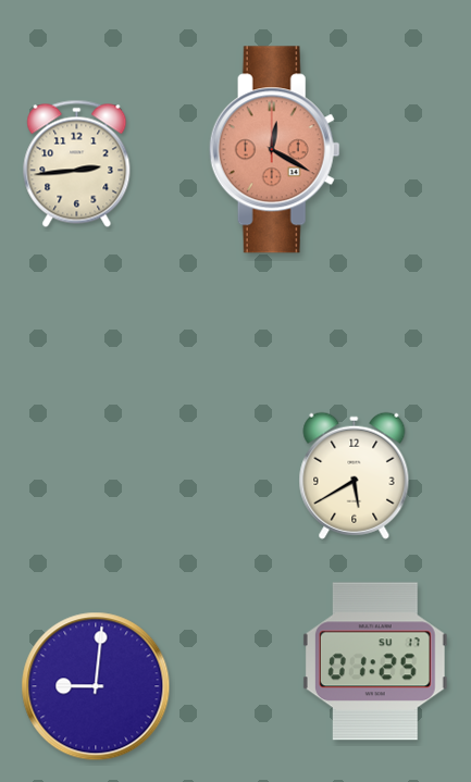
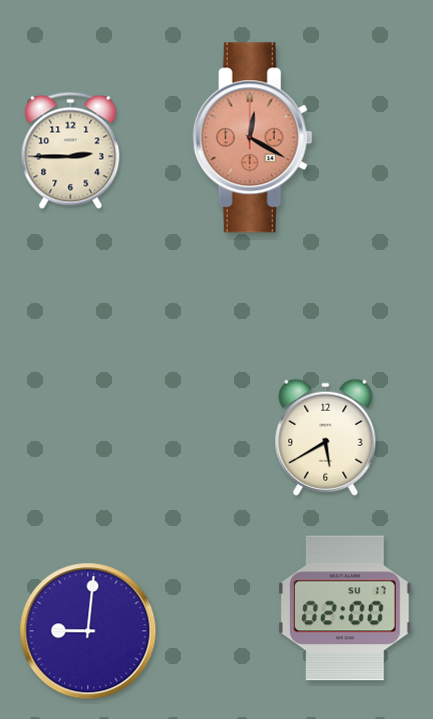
clock at (77, 163): 2:44 -> 2:45
clock at (375, 661): 01:25 -> 02:00
